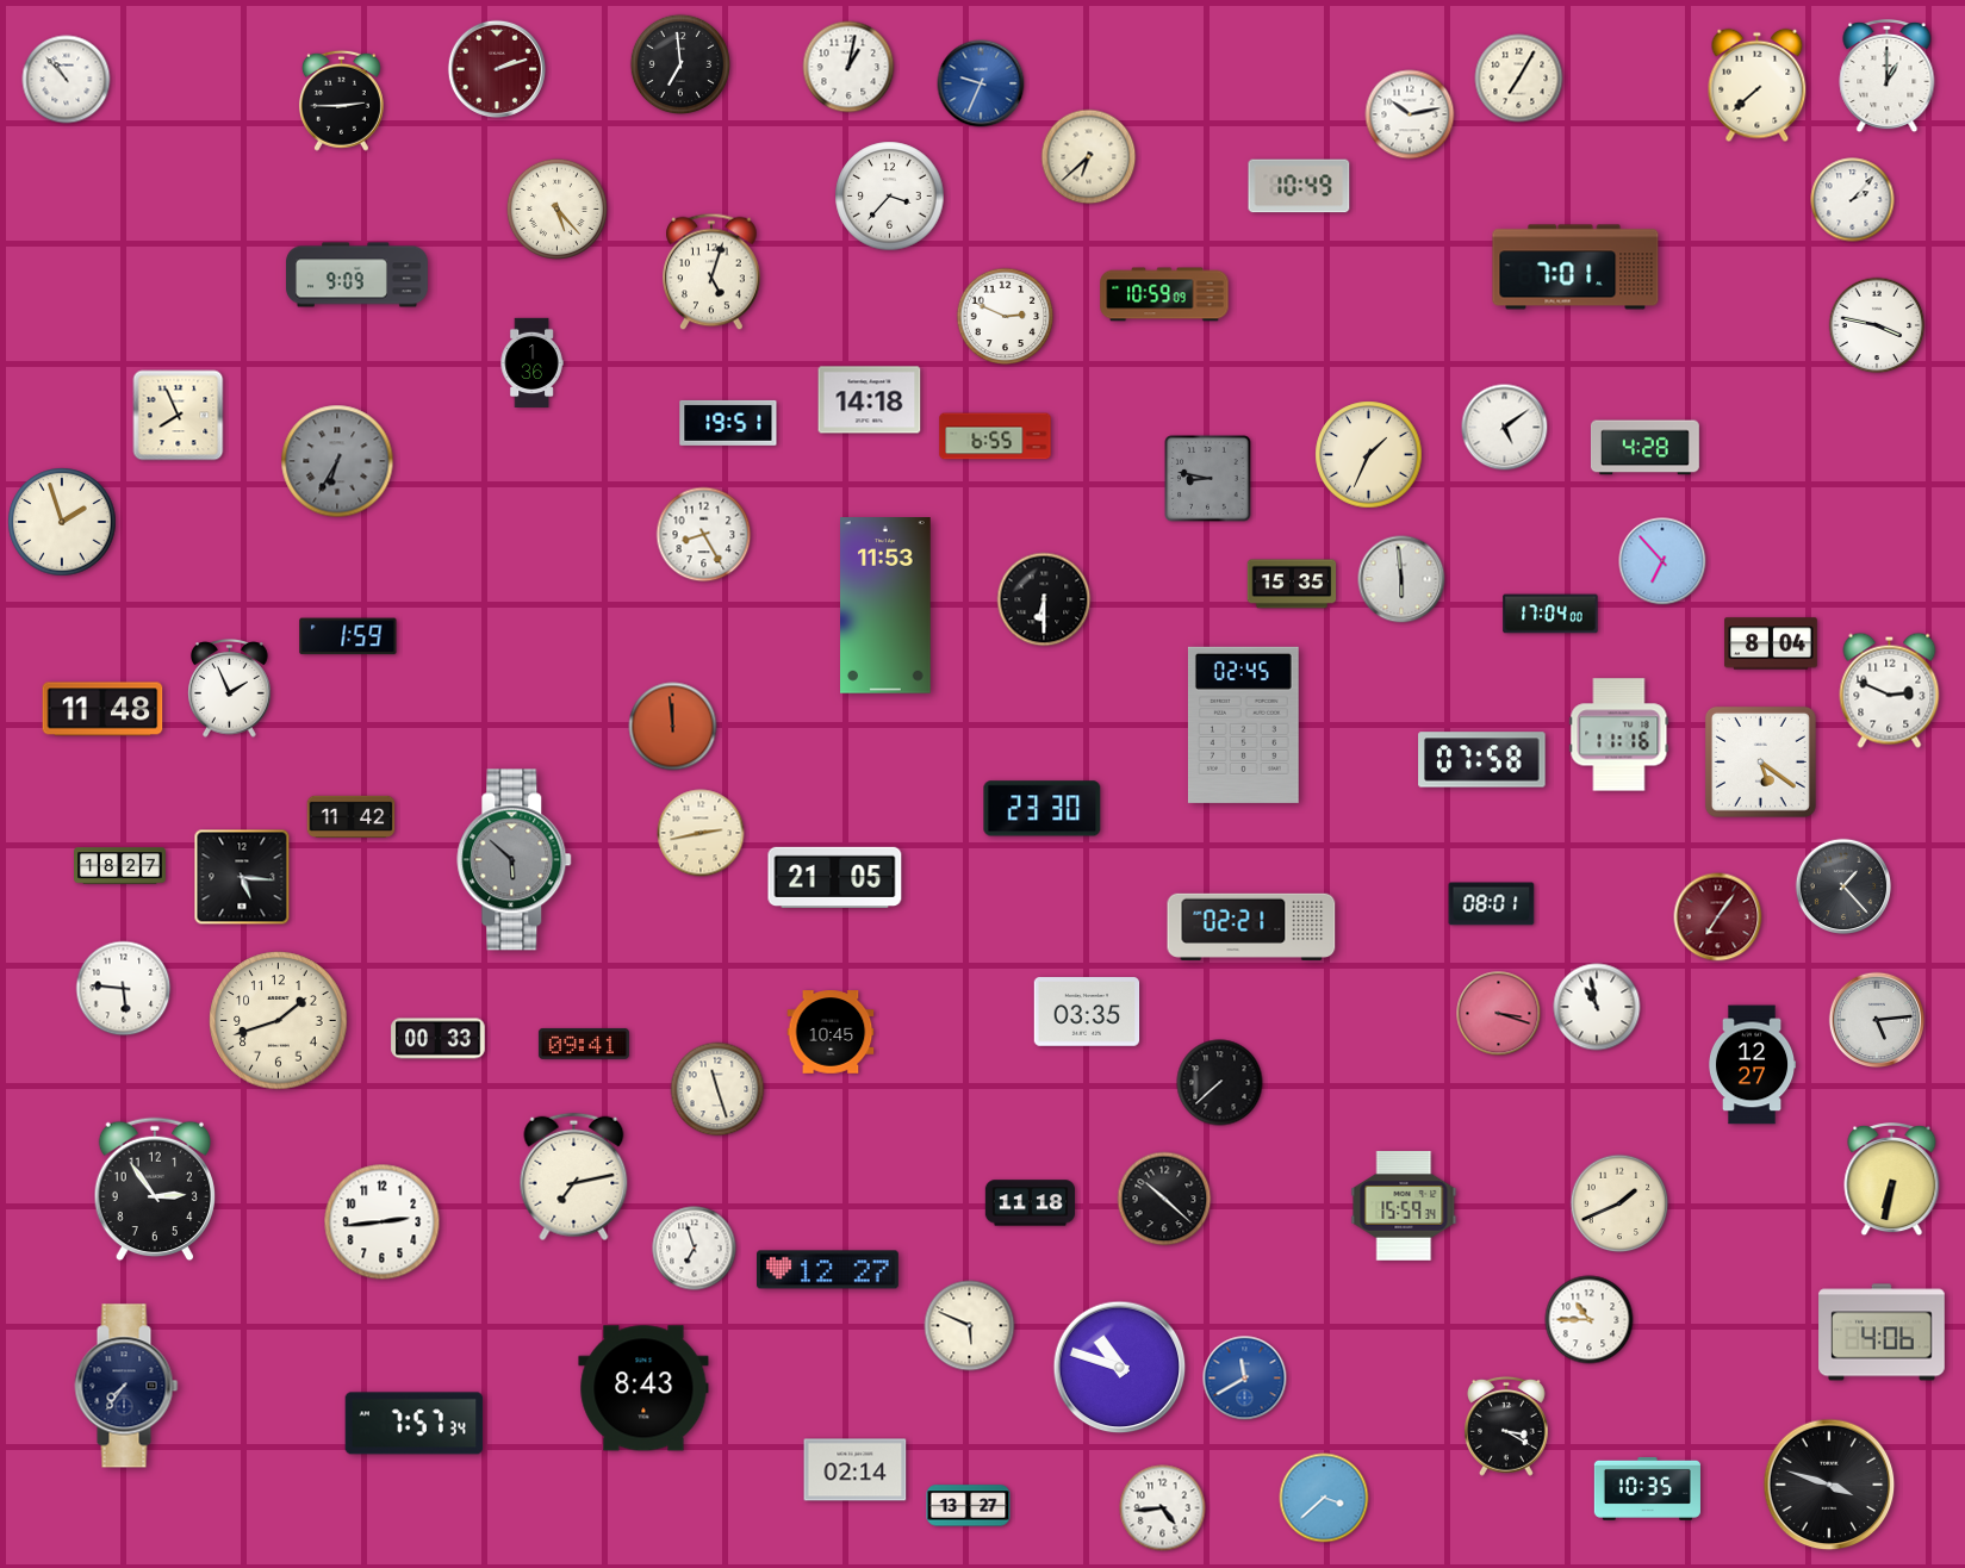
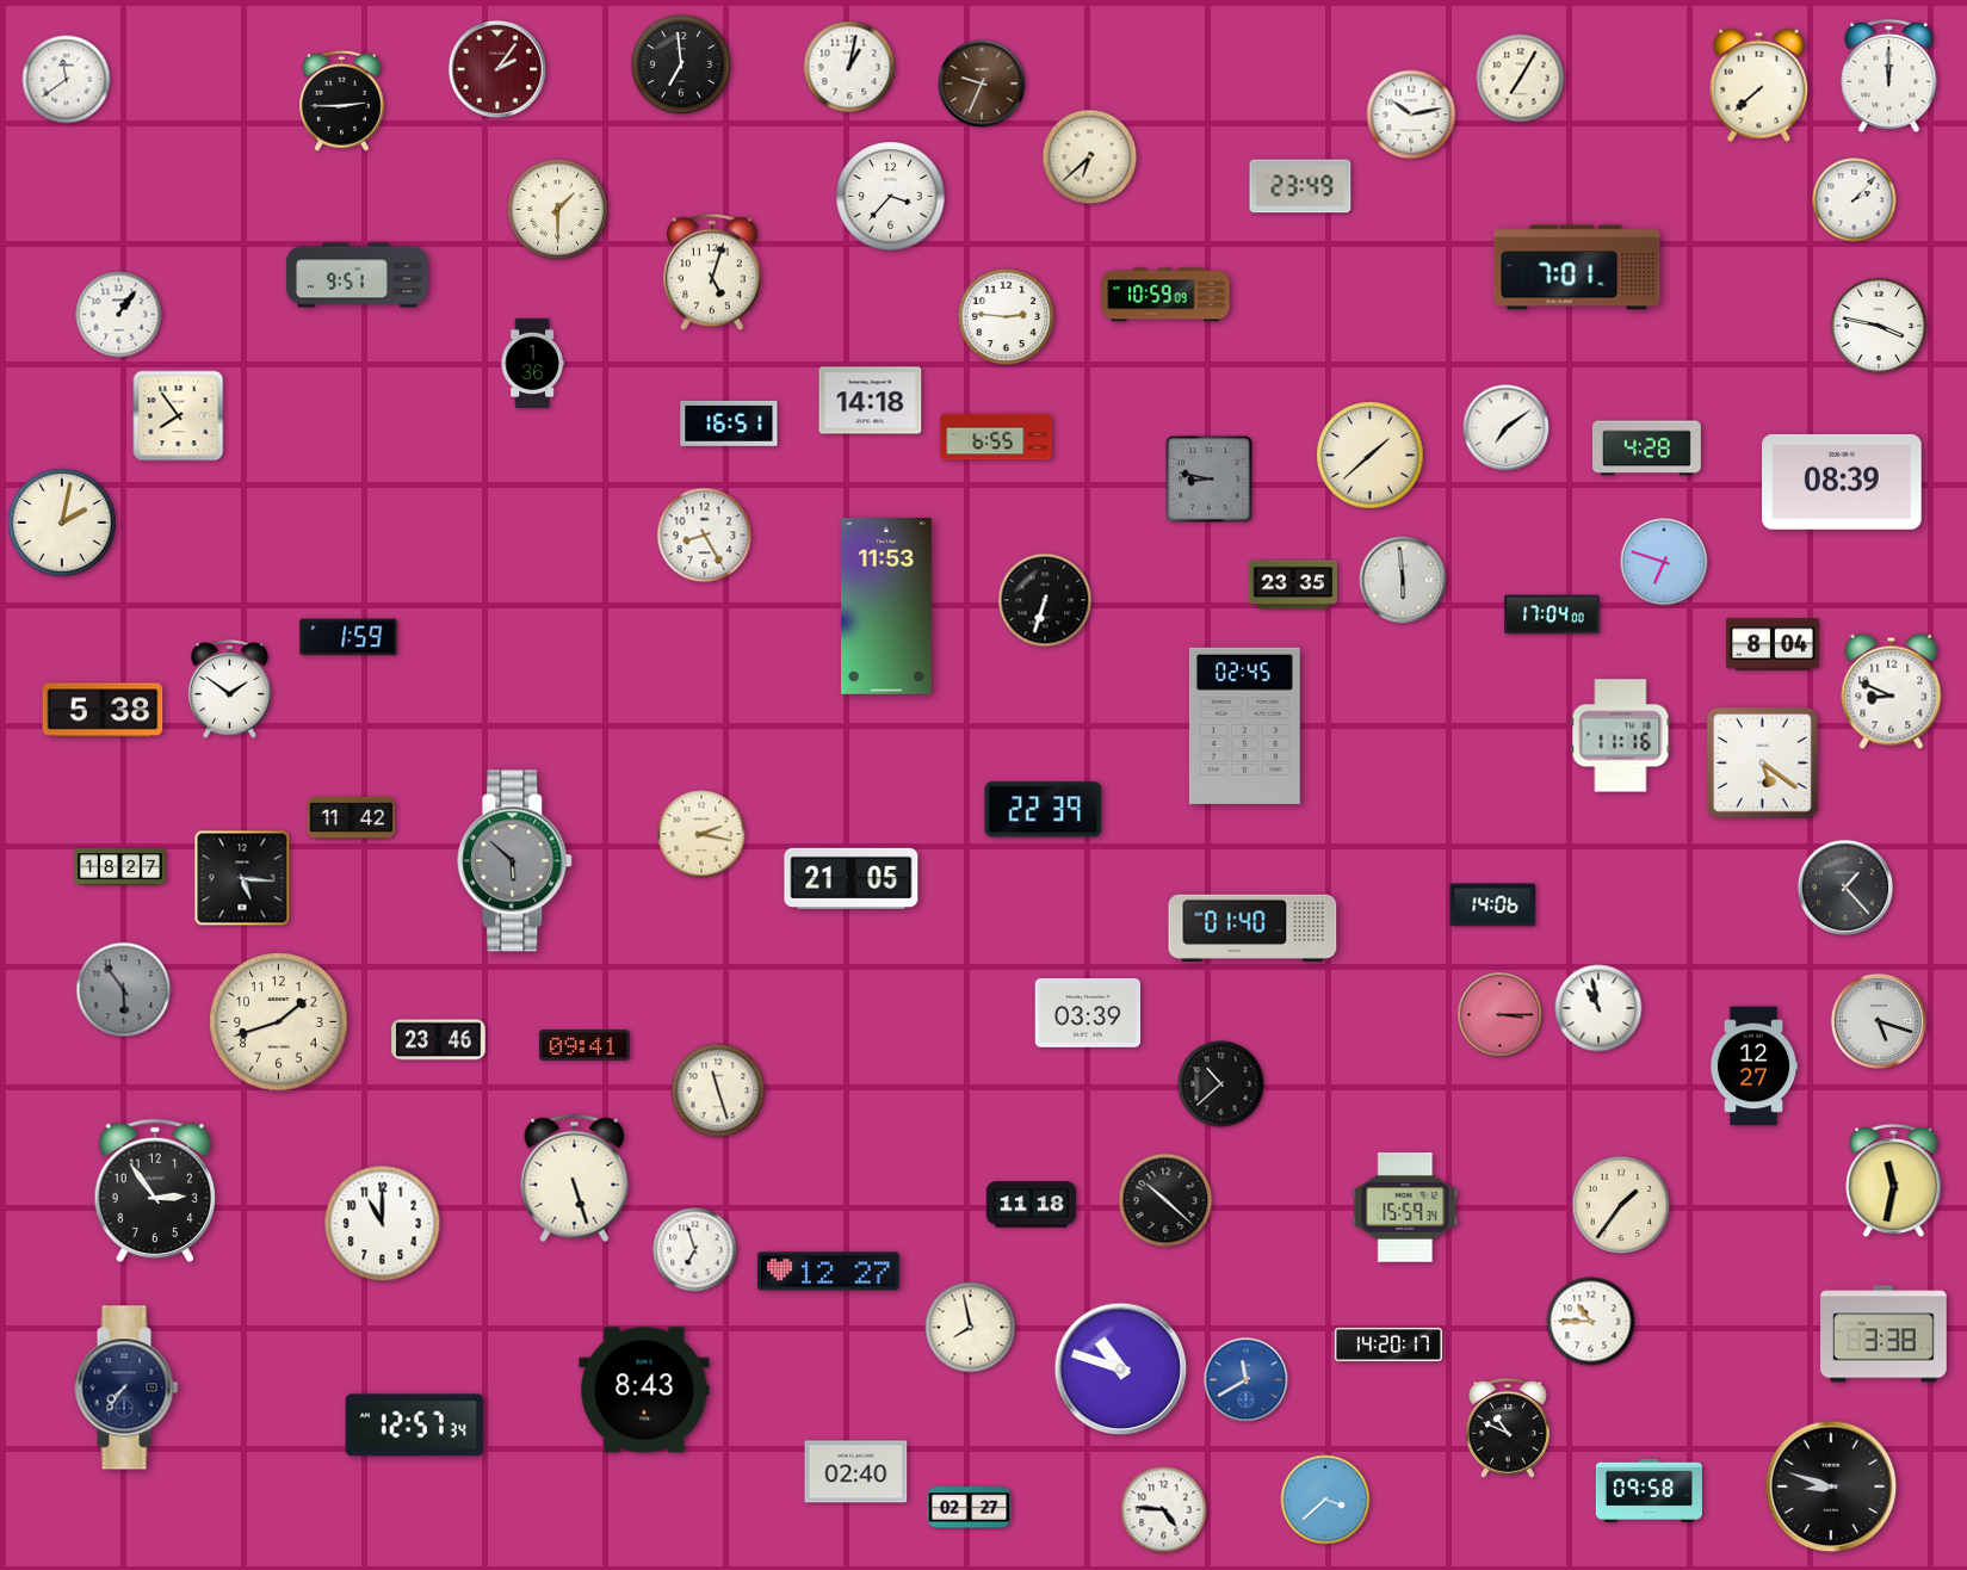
clock at (496, 68): 2:12 -> 2:06
clock at (1888, 76): 1:00 -> 12:00
clock at (67, 80): 10:53 -> 11:39
clock at (981, 83) dial: blue -> brown
clock at (1299, 186): 10:49 -> 23:49
clock at (556, 209): 5:23 -> 1:30
clock at (357, 275): 9:09 -> 9:51
clock at (119, 315): none -> 1:06
clock at (1006, 317): 2:49 -> 2:46
clock at (179, 416): 7:56 -> 7:54
clock at (728, 423): 19:51 -> 16:51
clock at (1505, 428): 5:09 -> 7:09
clock at (1369, 455): 1:34 -> 1:38
clock at (337, 461): 6:35 -> none
clock at (1843, 482): none -> 08:39
clock at (62, 522): 1:57 -> 2:02
clock at (1662, 561): 6:53 -> 6:48
clock at (1292, 584): 15:35 -> 23:35
clock at (1044, 599): 6:30 -> 6:33
clock at (230, 689): 1:56 -> 1:51
clock at (1890, 690): 2:49 -> 8:49
clock at (102, 709): 11:48 -> 5:38
clock at (673, 727): 11:59 -> none
clock at (1482, 760): 07:58 -> none
clock at (1043, 809): 23:30 -> 22:39
clock at (701, 833): 2:43 -> 2:17
clock at (835, 877) position: (835, 877) -> (852, 878)
clock at (1492, 904): 08:01 -> 14:06
clock at (1718, 917): 7:06 -> none
clock at (1251, 927): 02:21 -> 01:40
clock at (124, 989): 5:46 -> 5:54
clock at (124, 989) dial: white -> grey
clock at (1087, 1012): 03:35 -> 03:39
clock at (1499, 1014): 3:18 -> 3:15
clock at (1877, 1020): 5:14 -> 5:18
clock at (831, 1032): 10:45 -> none
clock at (439, 1039): 00:33 -> 23:46
clock at (1220, 1083): 7:38 -> 10:38
clock at (574, 1177): 7:13 -> 5:27
clock at (1892, 1180): 6:32 -> 11:32
clock at (1619, 1203): 1:41 -> 1:36
clock at (383, 1222): 2:44 -> 11:00
clock at (970, 1326): 5:49 -> 7:58
clock at (1882, 1332): 4:06 -> 3:38
clock at (1388, 1345): none -> 14:20
clock at (415, 1424): 7:57 -> 12:57
clock at (1507, 1426): 3:20 -> 10:49
clock at (856, 1470): 02:14 -> 02:40
clock at (1829, 1485): 3:48 -> 8:48
clock at (1647, 1488): 10:35 -> 09:58
clock at (969, 1506): 13:27 -> 02:27
clock at (1163, 1508): 4:44 -> 4:46
